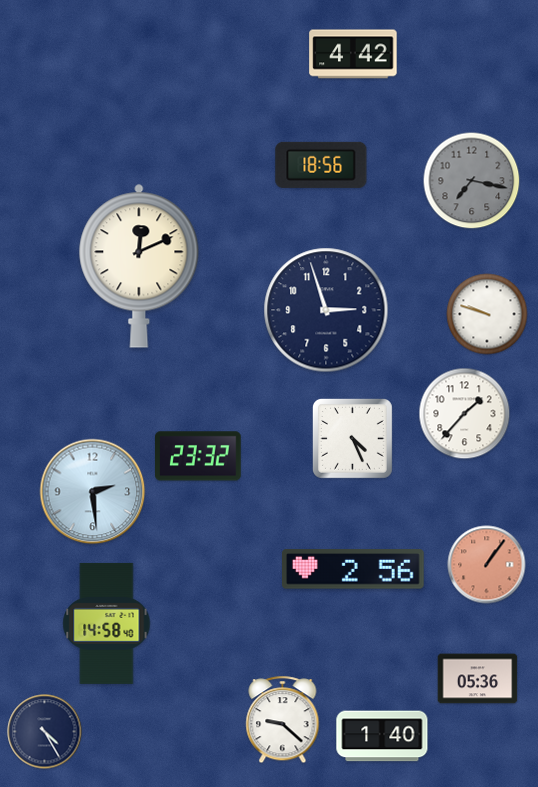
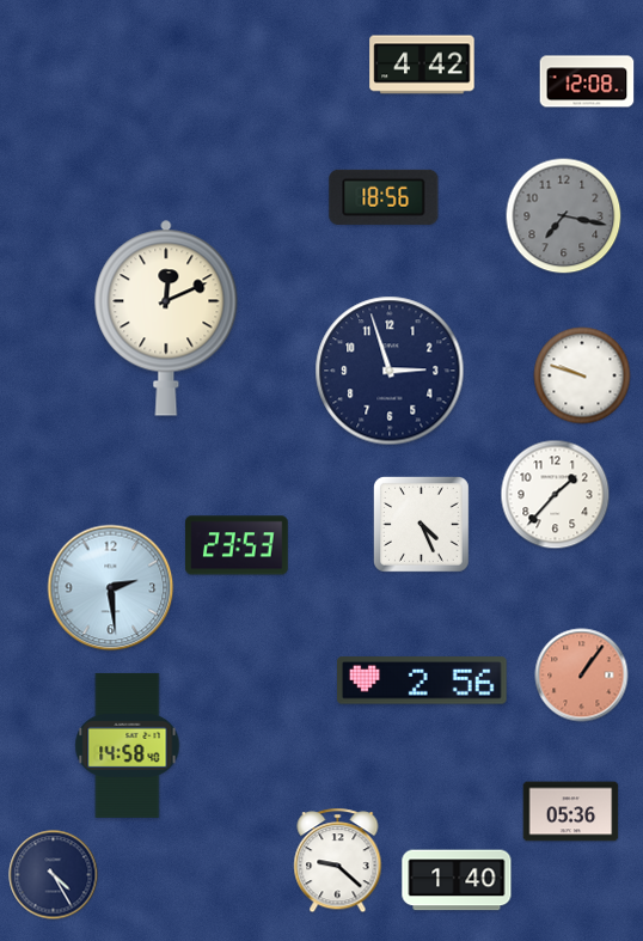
clock at (587, 81): none -> 12:08
clock at (199, 456): 23:32 -> 23:53
